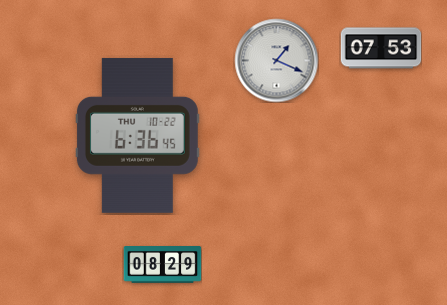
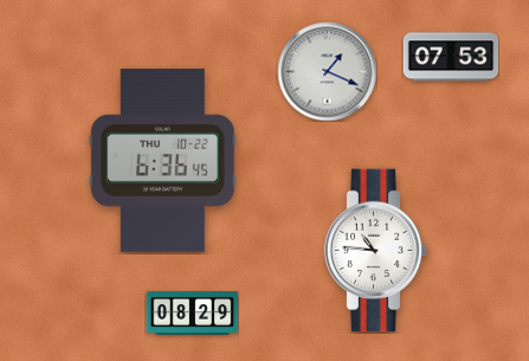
clock at (376, 251): none -> 10:46
